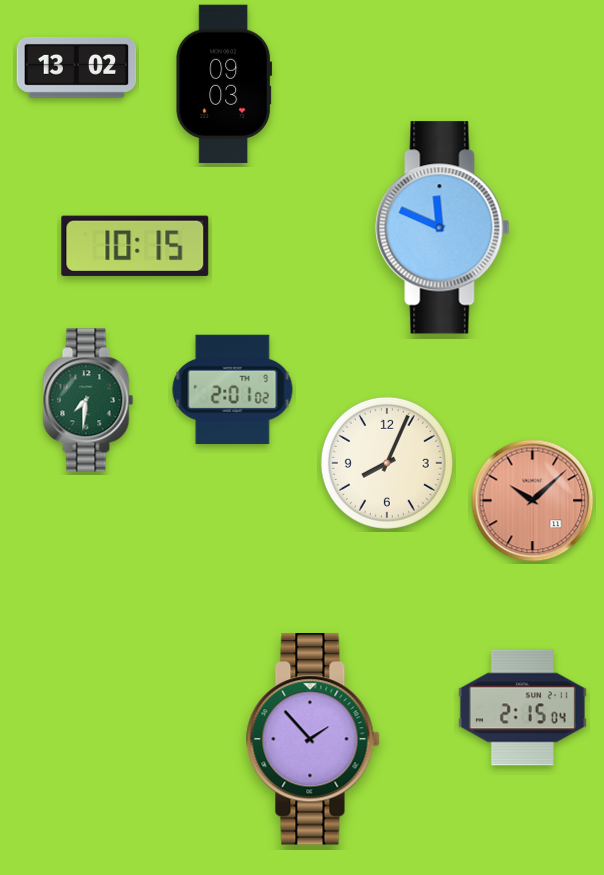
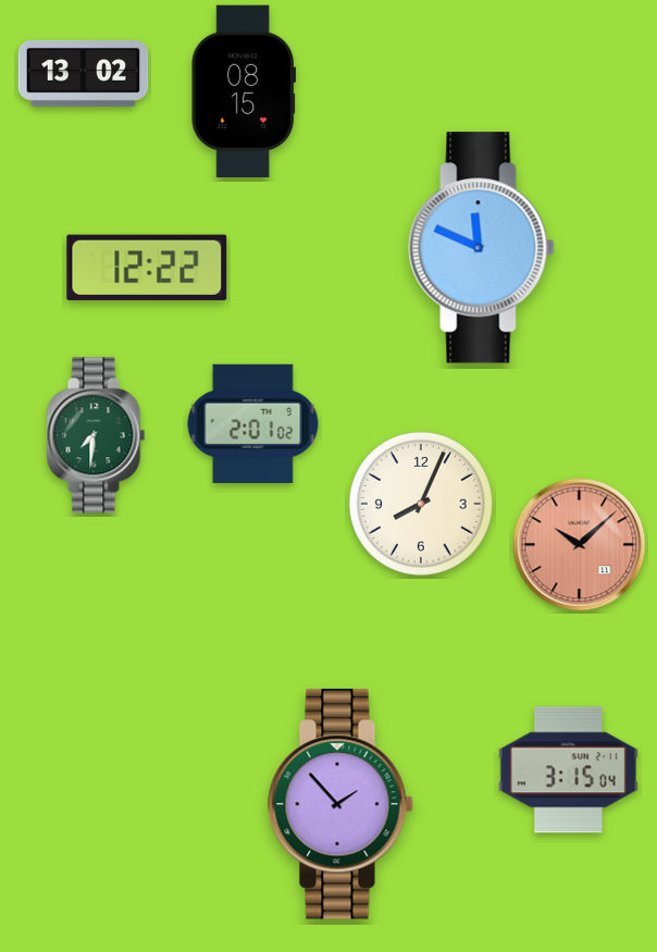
clock at (224, 83): 09:03 -> 08:15
clock at (135, 246): 10:15 -> 12:22
clock at (522, 708): 2:15 -> 3:15
